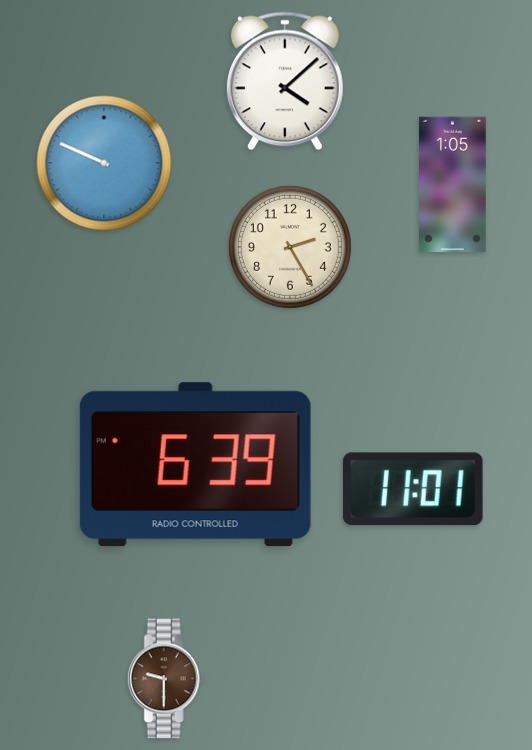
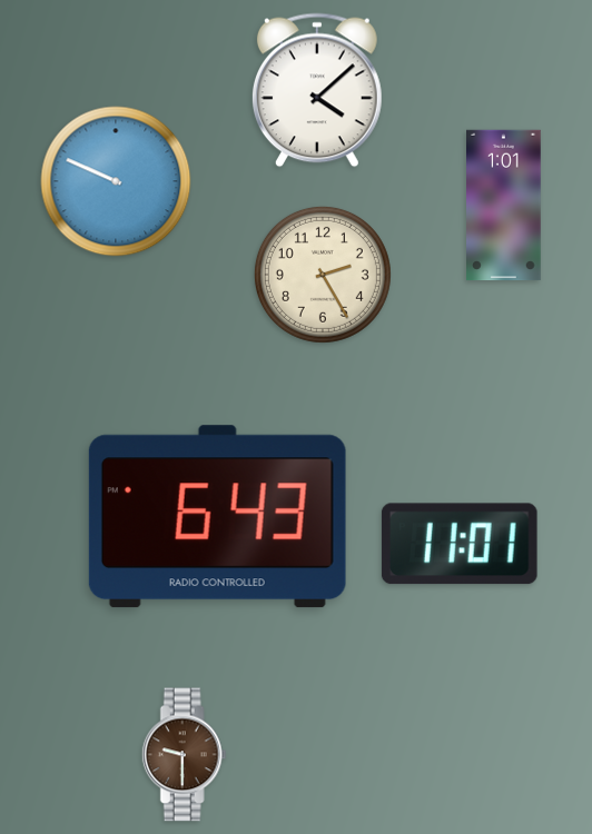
clock at (453, 185): 1:05 -> 1:01
clock at (195, 465): 6:39 -> 6:43
